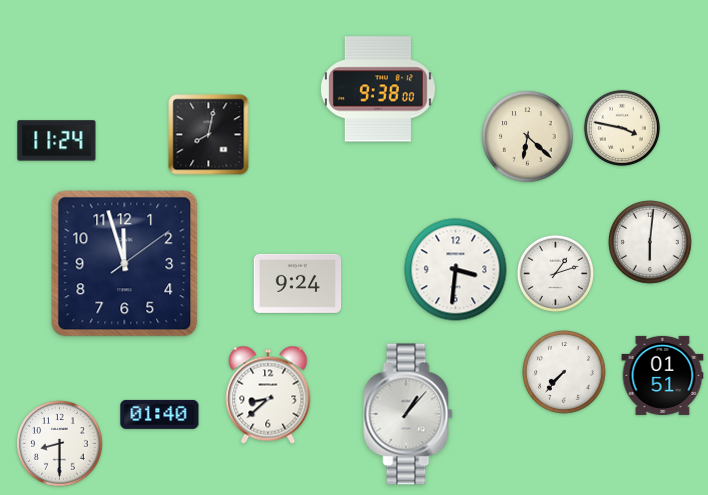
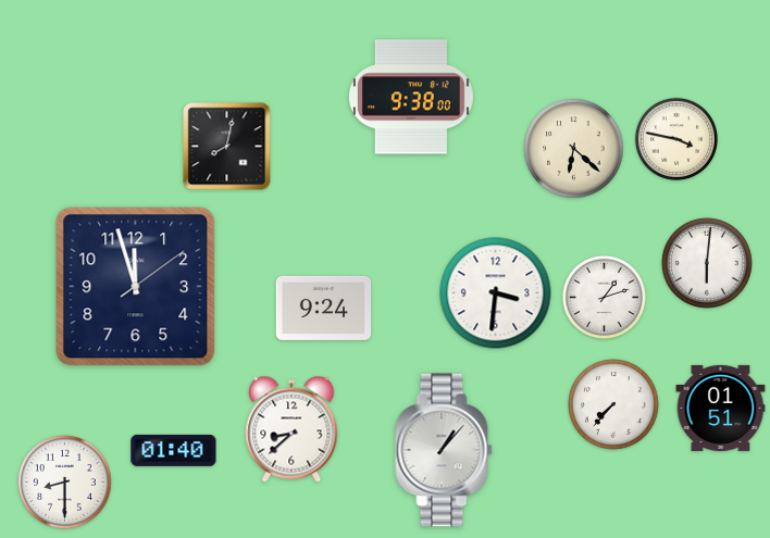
clock at (57, 141): 11:24 -> none
